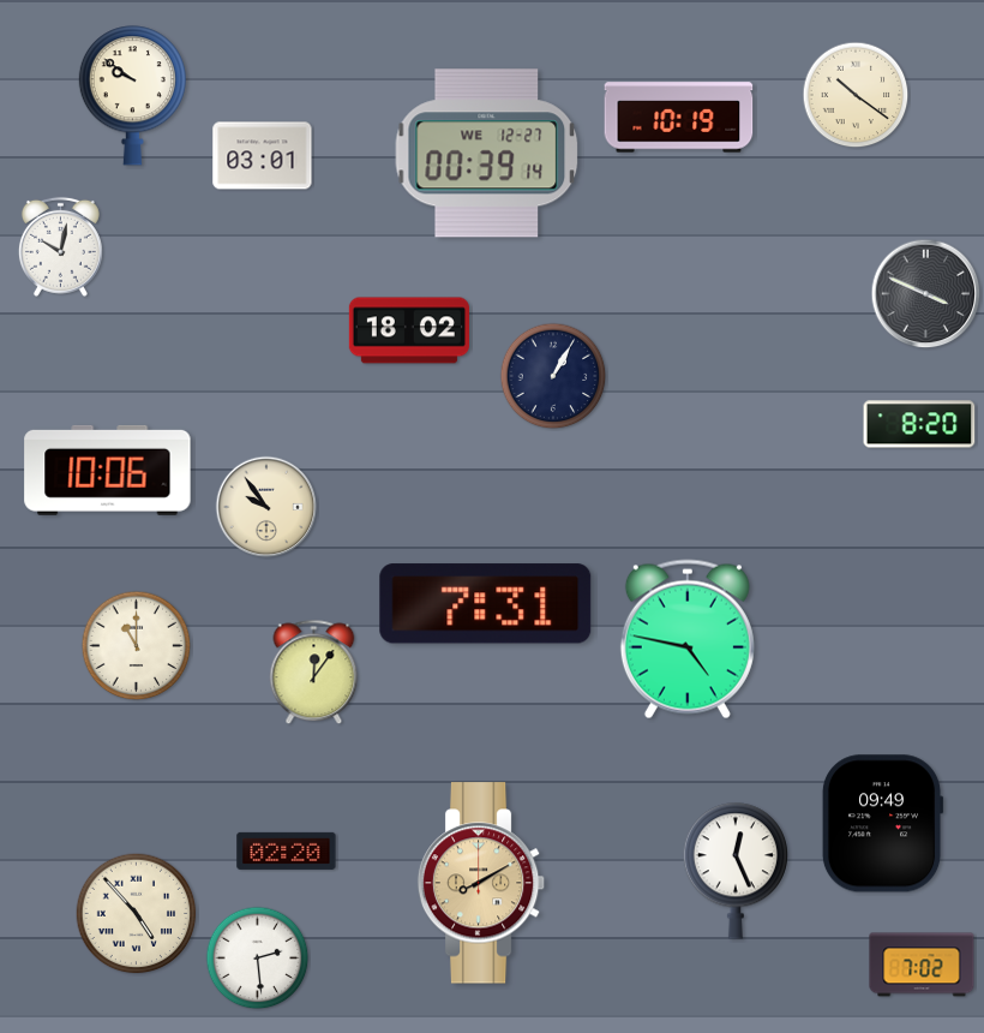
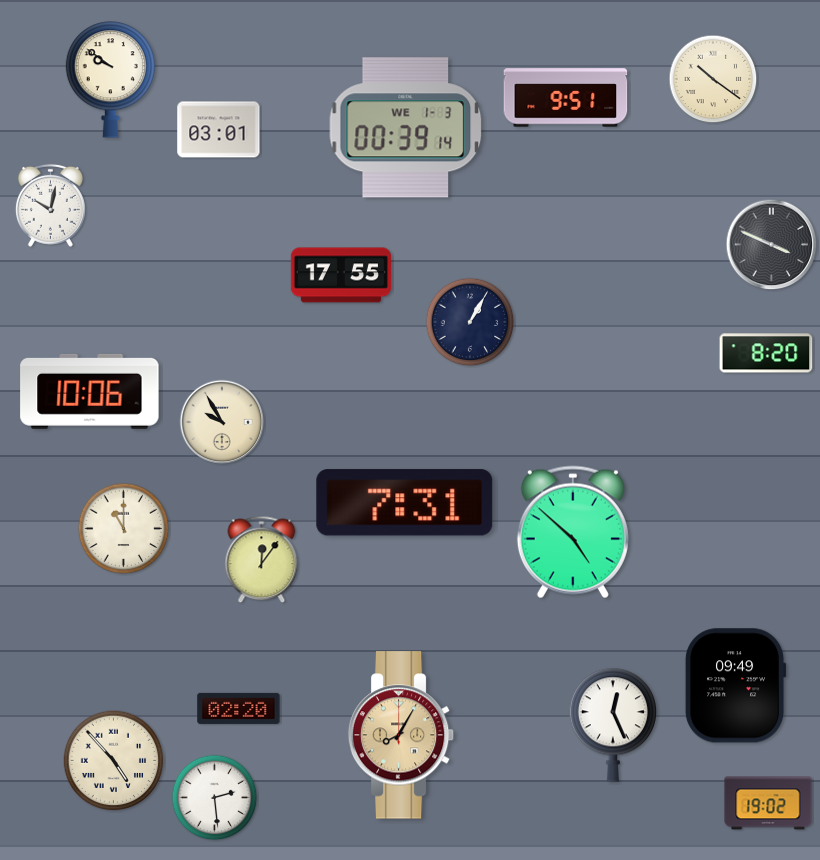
clock at (679, 118): 10:19 -> 9:51
clock at (487, 154) date: WE 12-27 -> WE 1-3
clock at (409, 330): 18:02 -> 17:55
clock at (553, 376) position: (553, 376) -> (470, 322)
clock at (266, 507): 9:54 -> 9:55
clock at (688, 639): 4:47 -> 4:52
clock at (137, 646) position: (137, 646) -> (124, 529)
clock at (481, 883): 8:10 -> 8:05
clock at (922, 965): 7:02 -> 19:02
